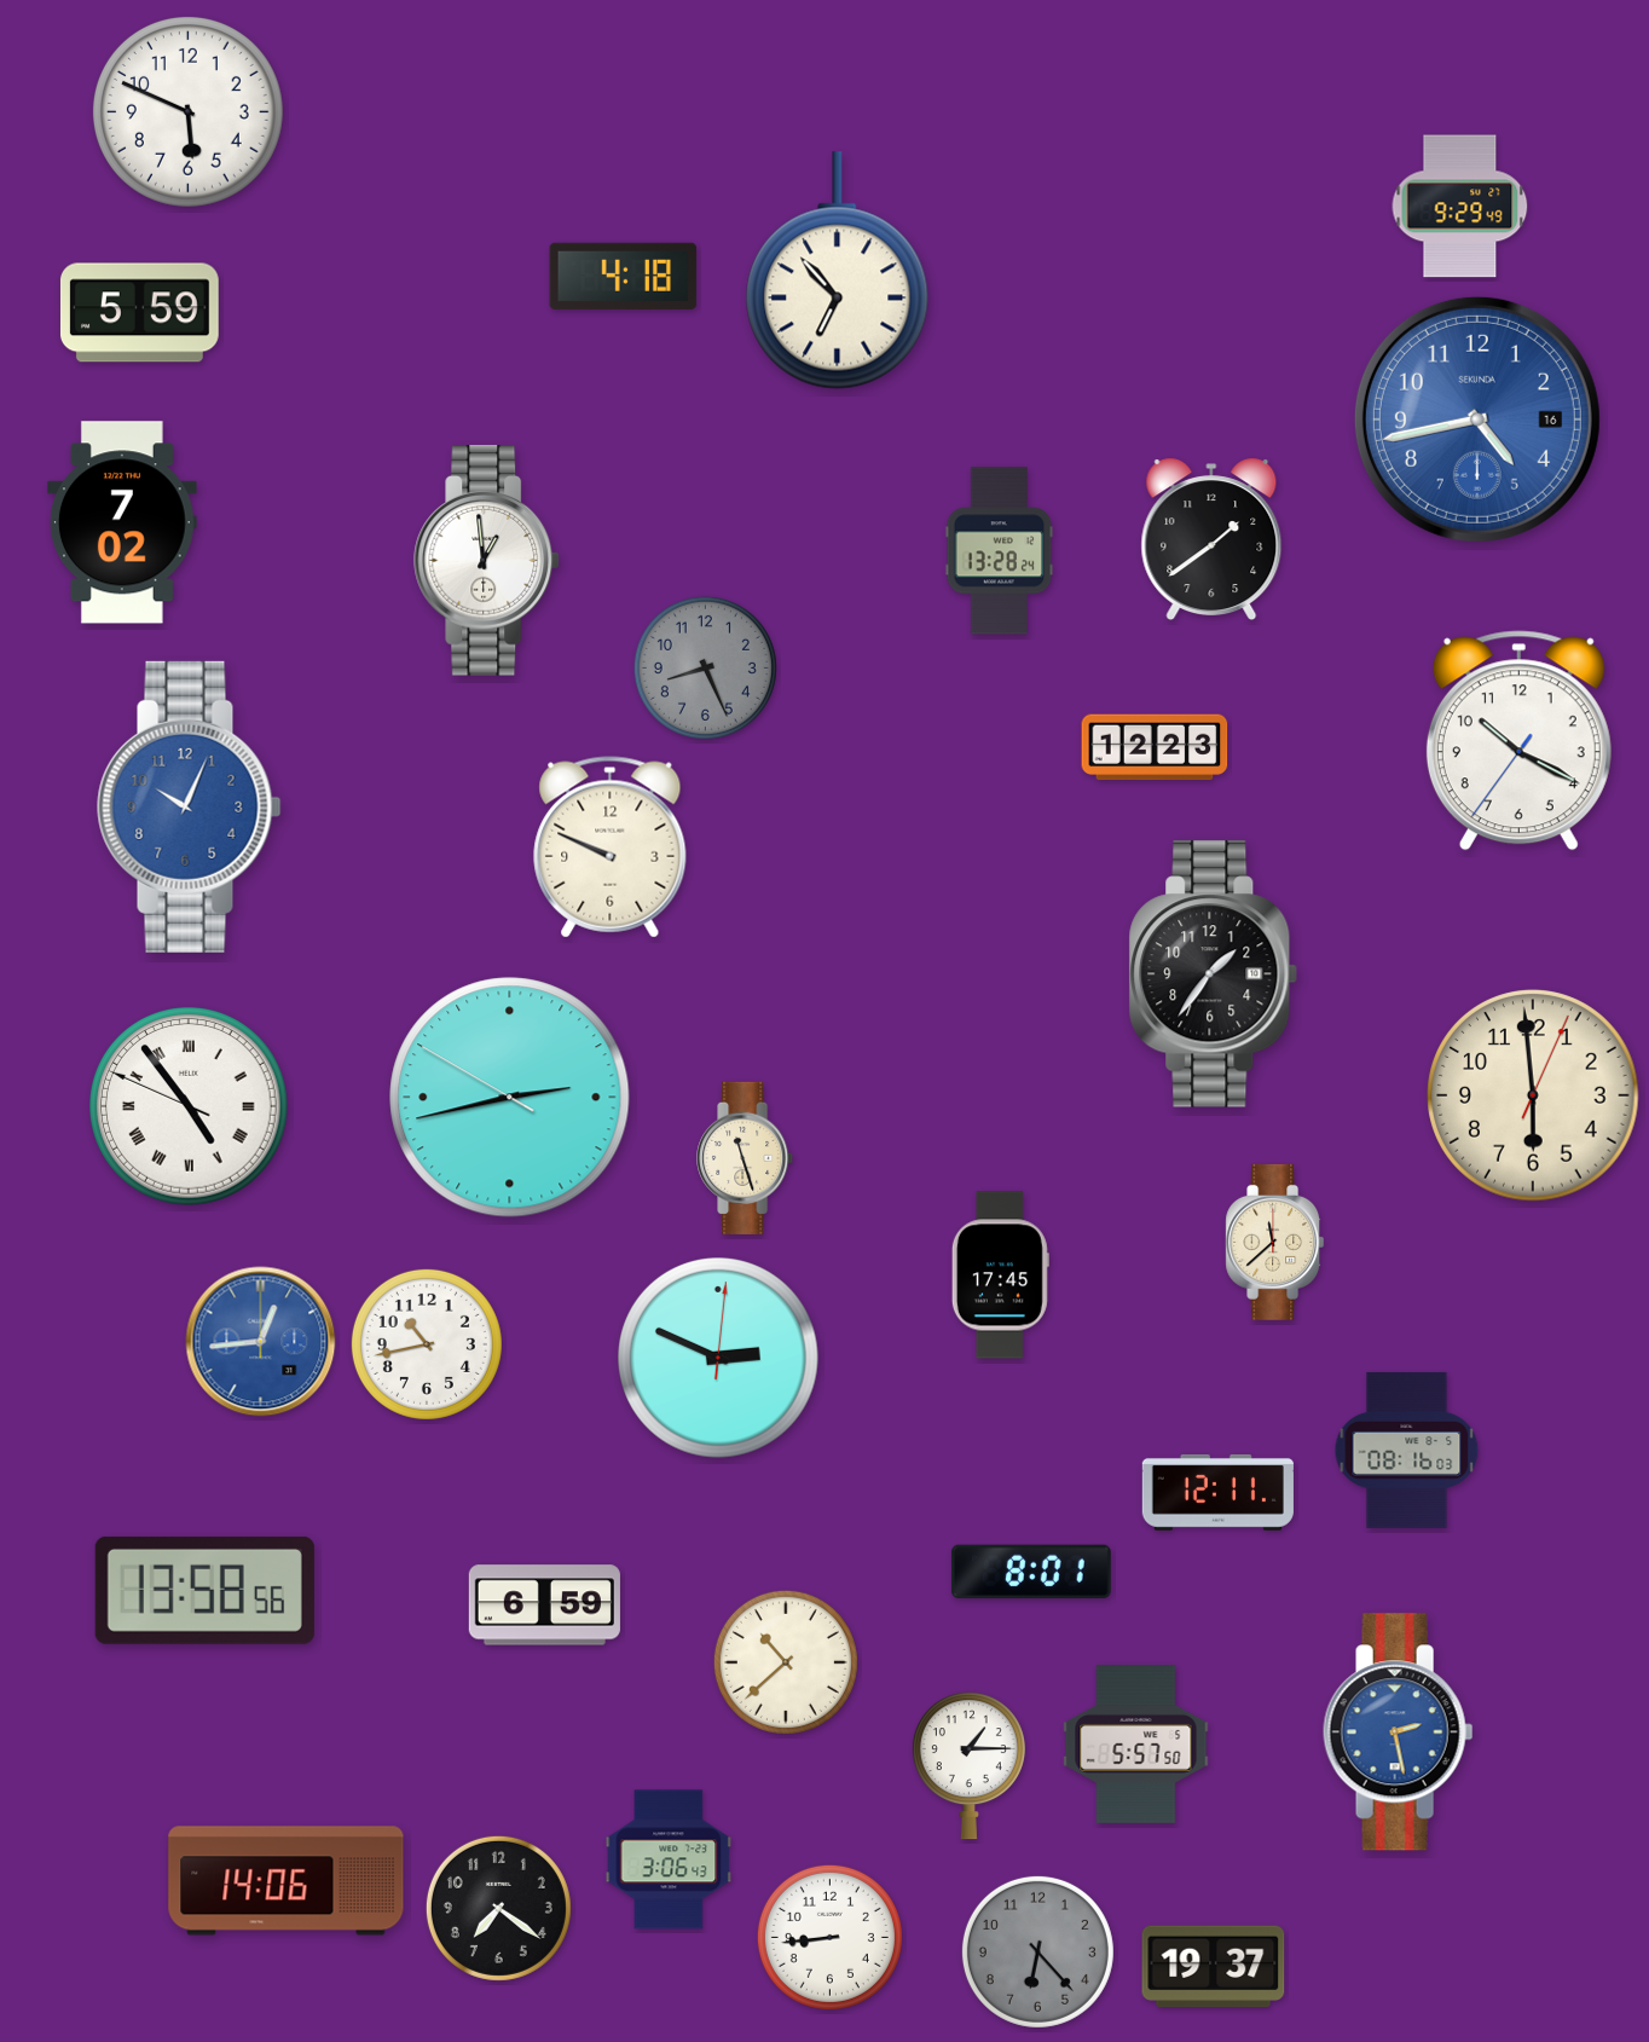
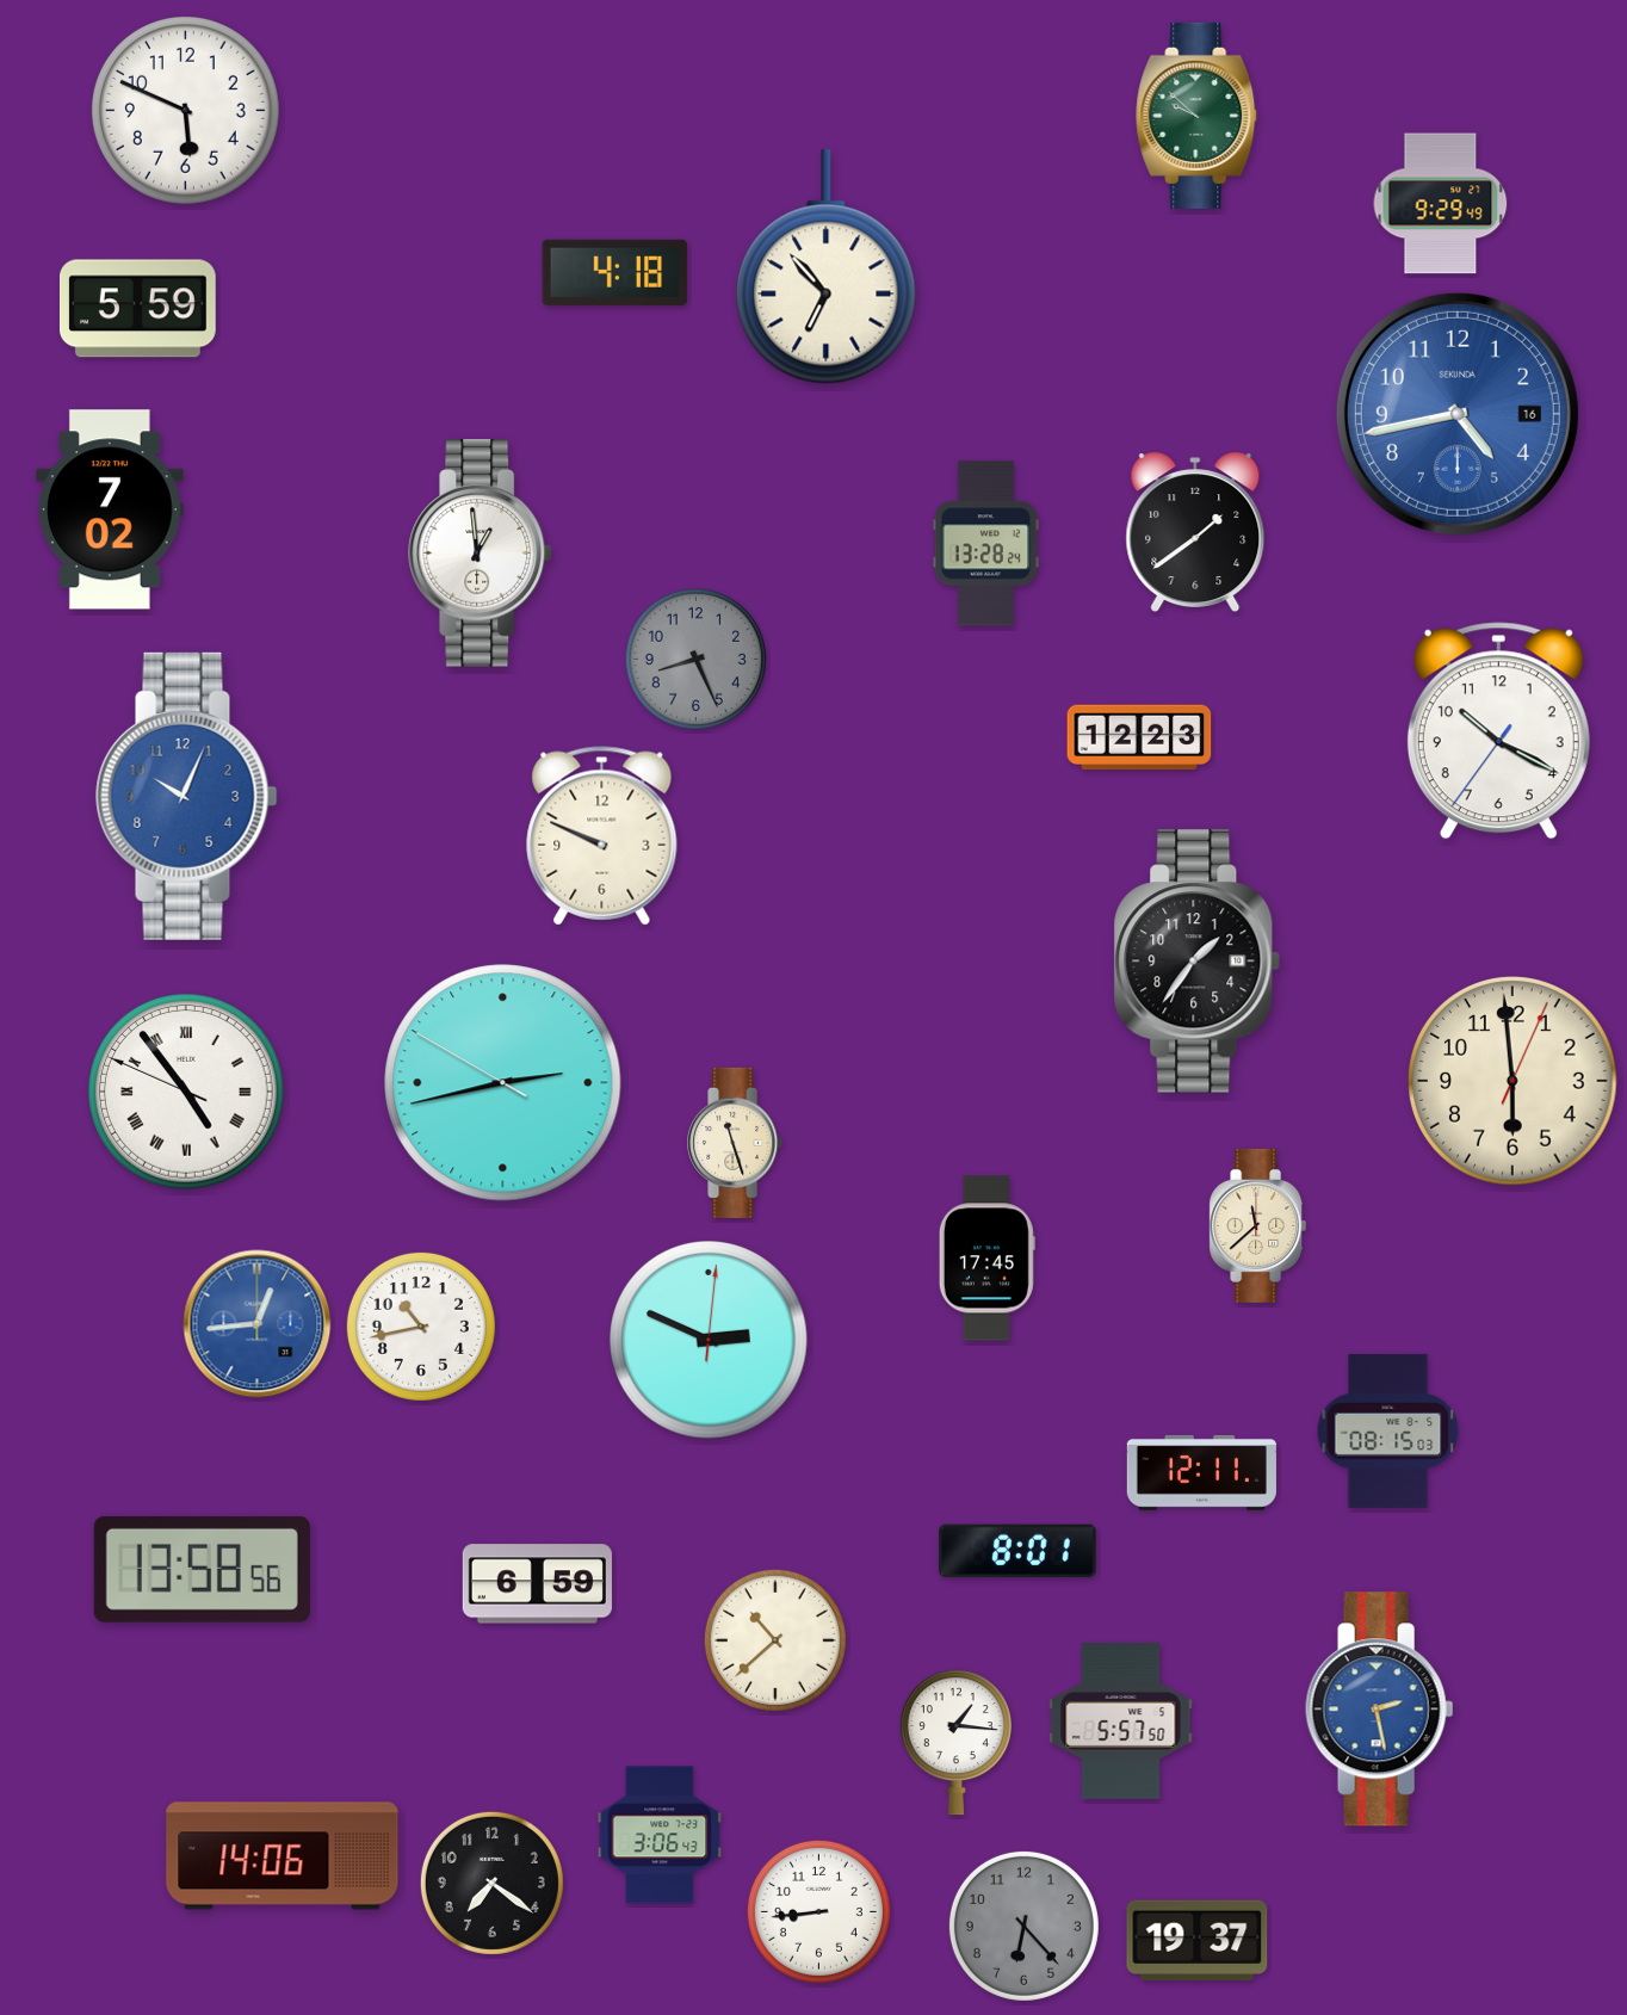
clock at (1198, 116): none -> 9:52
clock at (122, 522) position: (122, 522) -> (110, 509)
clock at (1407, 1450): 08:16 -> 08:15
clock at (968, 1766): 1:15 -> 1:16
